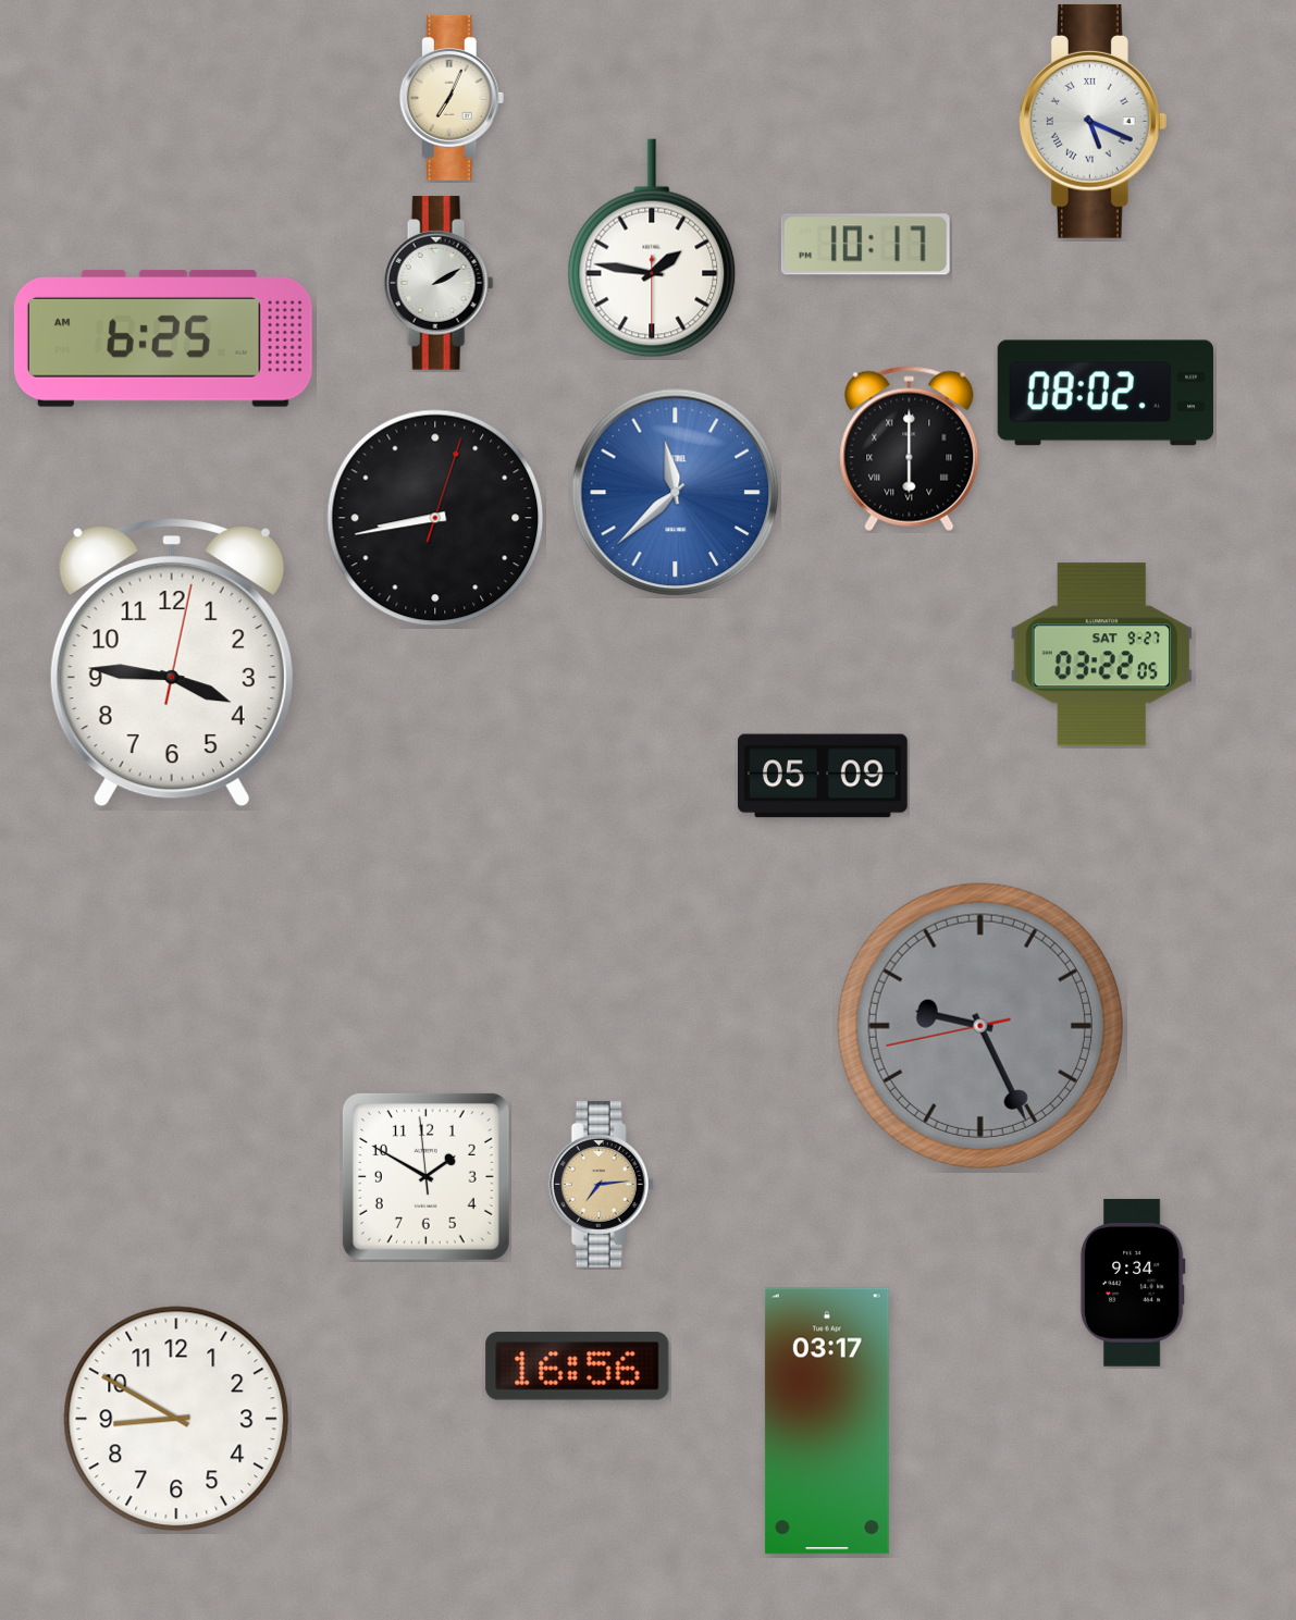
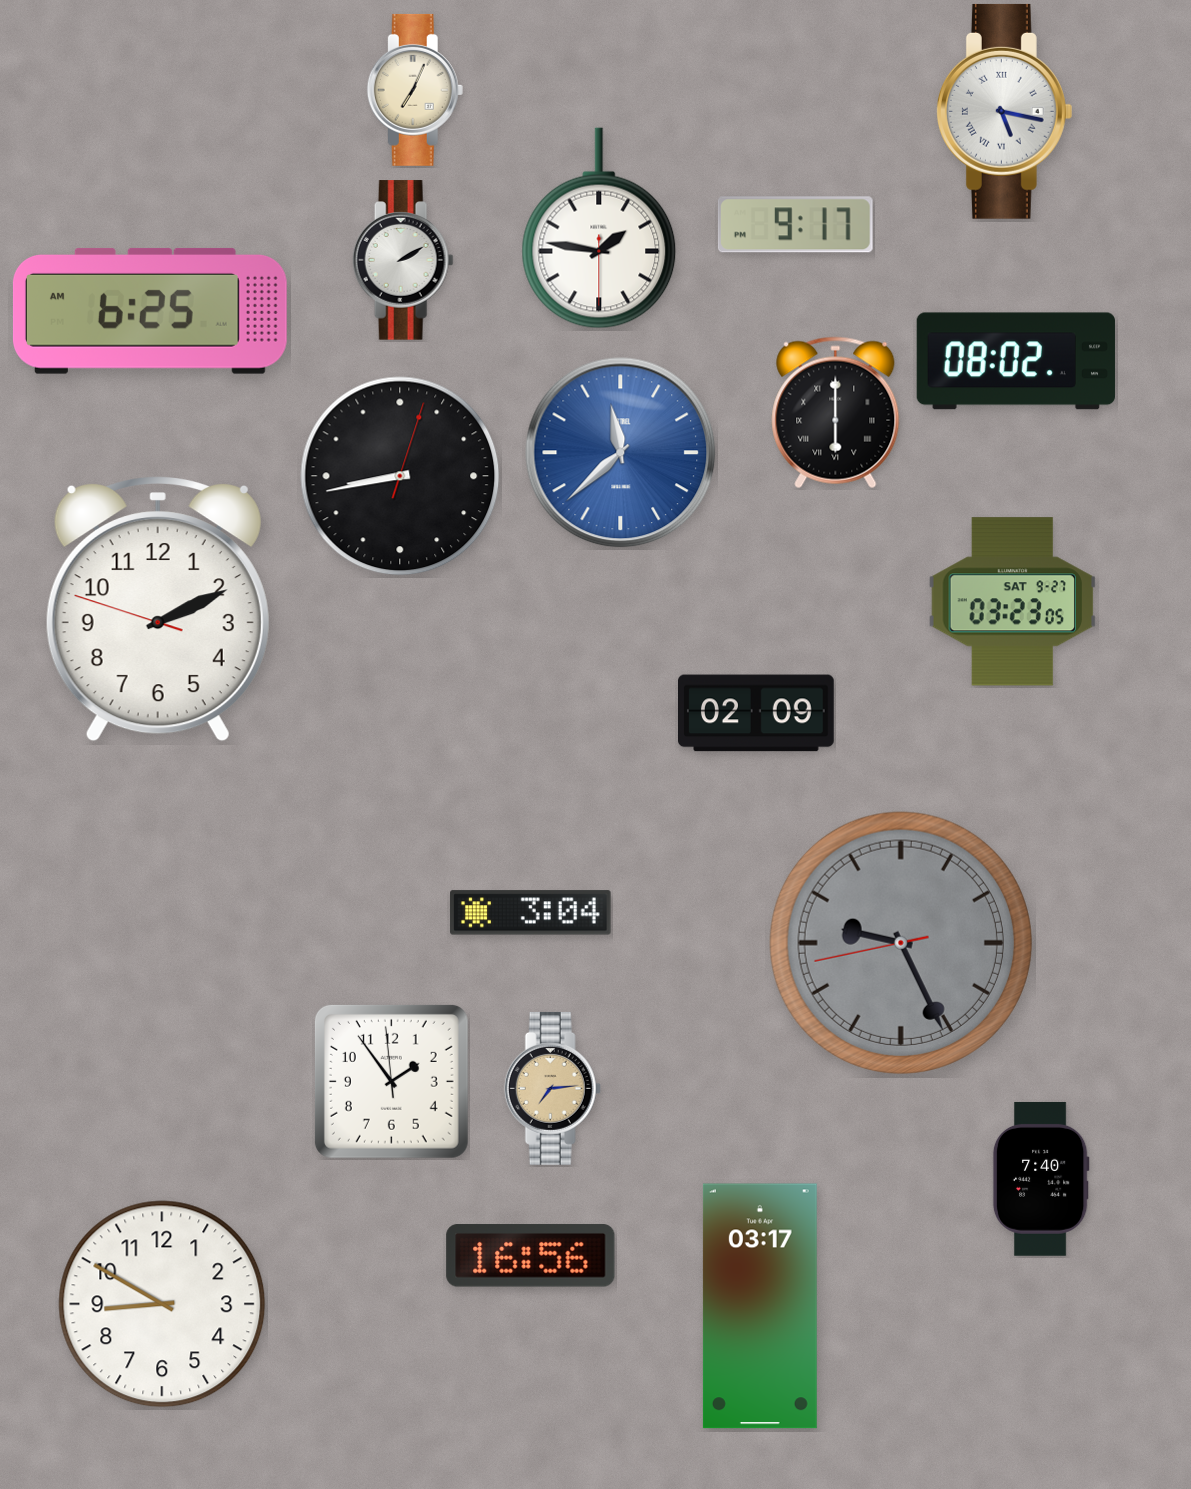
clock at (1093, 121): 5:19 -> 5:17
clock at (865, 245): 10:17 -> 9:17
clock at (1102, 655): 03:22 -> 03:23
clock at (172, 664): 3:46 -> 2:10
clock at (824, 776): 05:09 -> 02:09
clock at (531, 913): none -> 3:04
clock at (425, 1176): 1:49 -> 1:53
clock at (1133, 1283): 9:34 -> 7:40
